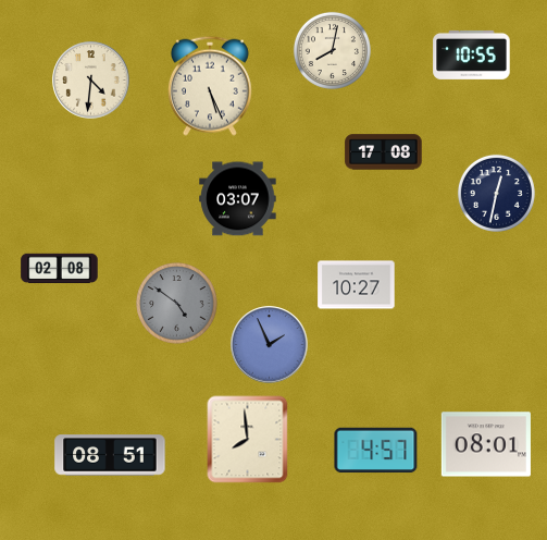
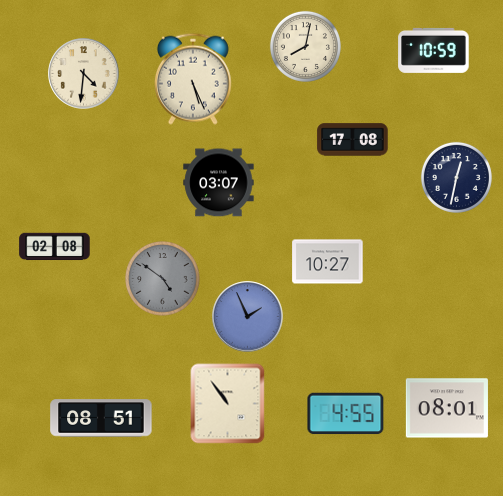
clock at (472, 54): 10:55 -> 10:59
clock at (248, 440): 7:59 -> 10:54
clock at (376, 451): 4:57 -> 4:55
